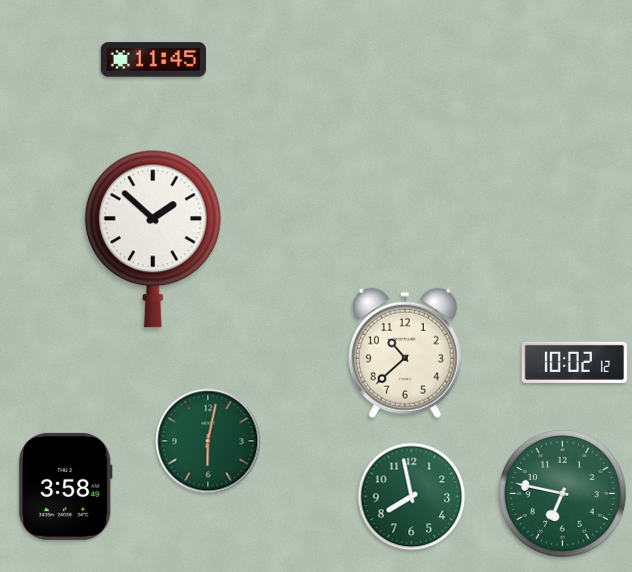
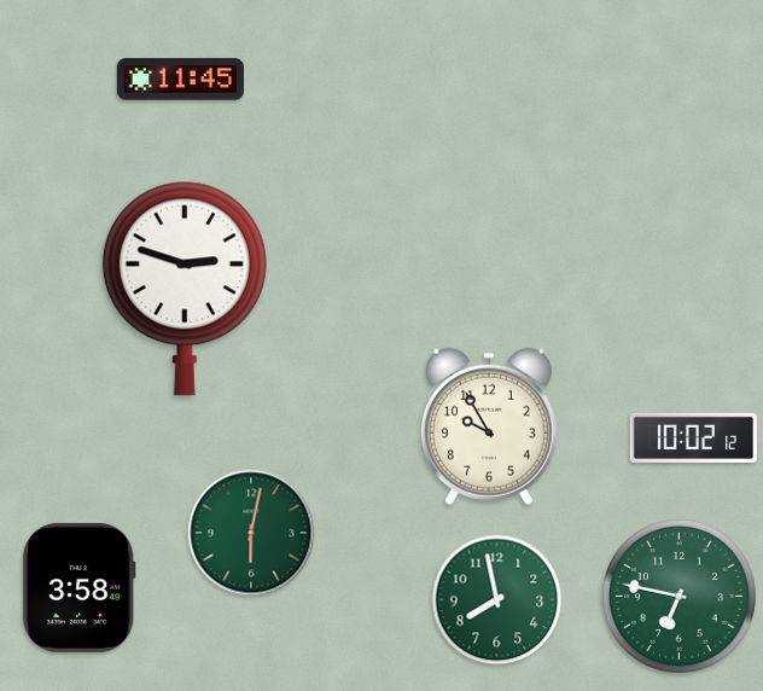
clock at (153, 60) position: (153, 60) -> (180, 80)
clock at (153, 239): 1:52 -> 2:48
clock at (405, 353): 10:38 -> 9:55
